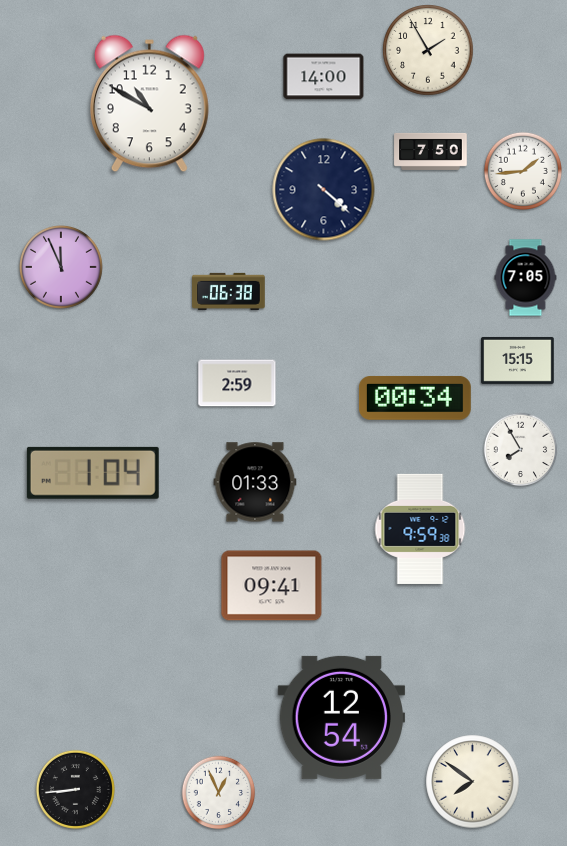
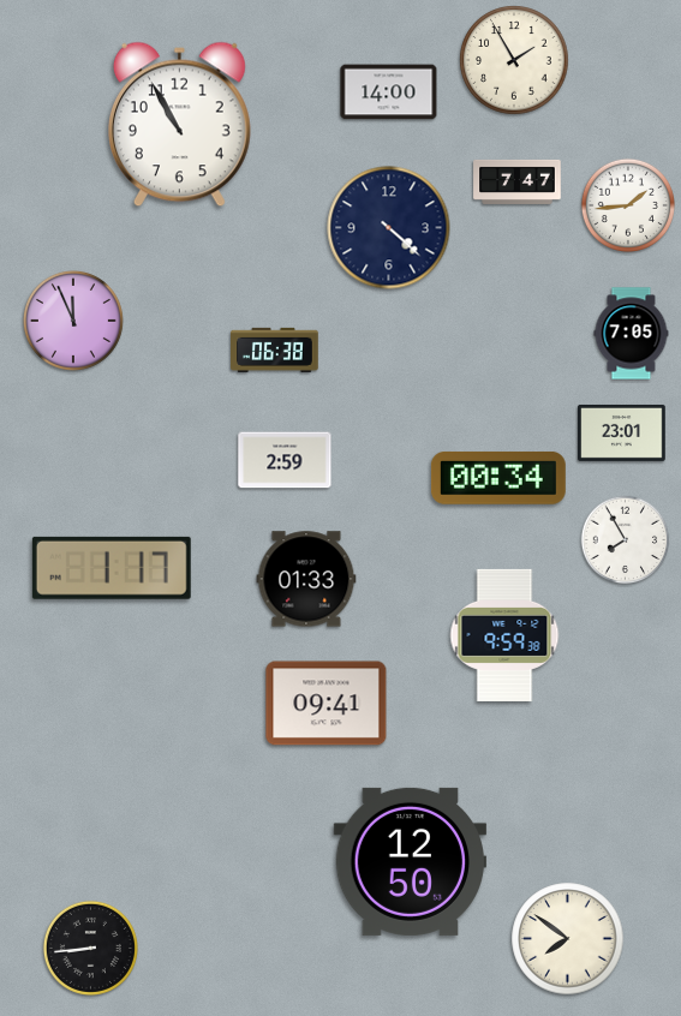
clock at (149, 104): 10:50 -> 10:55
clock at (431, 151): 7:50 -> 7:47
clock at (518, 360): 15:15 -> 23:01
clock at (93, 473): 1:04 -> 1:17
clock at (342, 717): 12:54 -> 12:50
clock at (219, 793): 12:56 -> none
